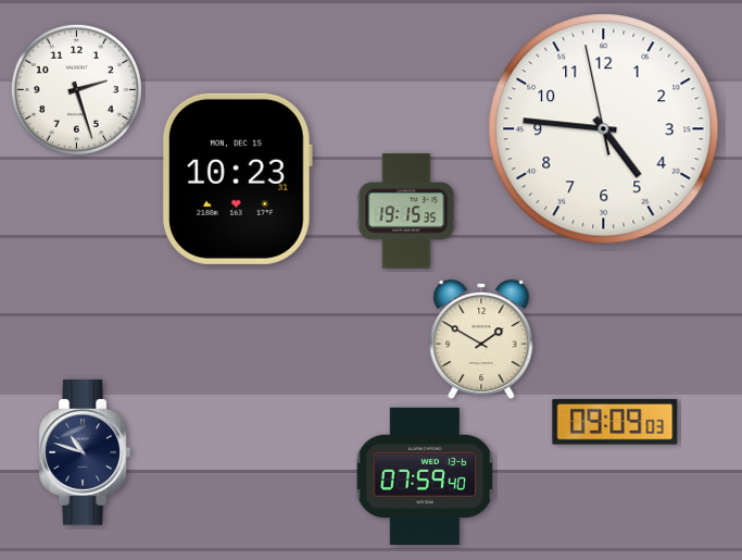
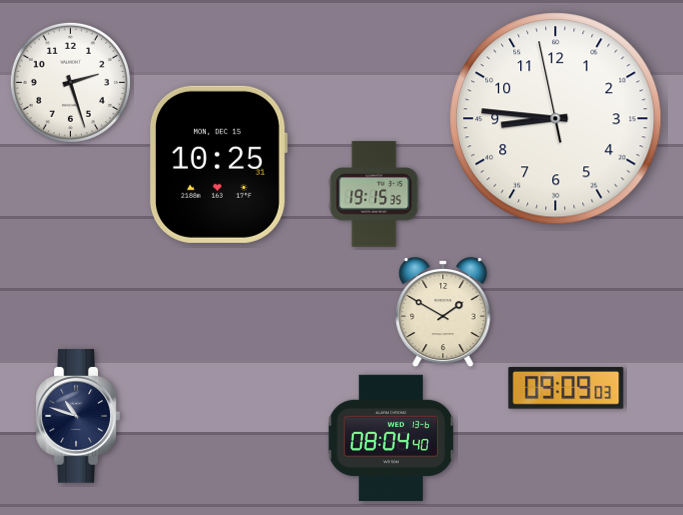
clock at (604, 129): 4:45 -> 8:45
clock at (237, 178): 10:23 -> 10:25
clock at (425, 476): 07:59 -> 08:04
